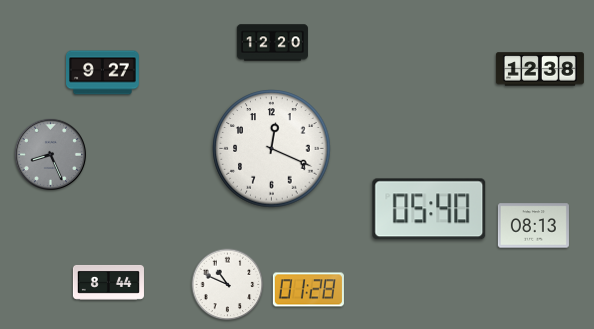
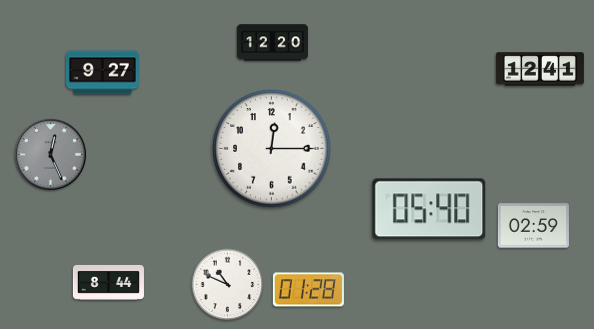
clock at (540, 69): 12:38 -> 12:41
clock at (272, 149): 12:19 -> 12:15
clock at (50, 154): 8:26 -> 12:26
clock at (533, 226): 08:13 -> 02:59
